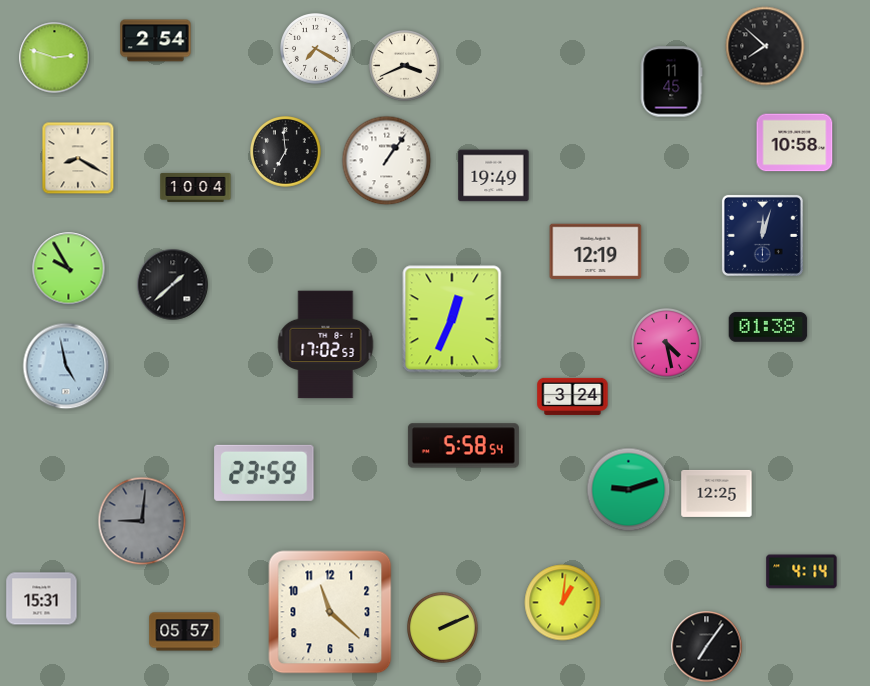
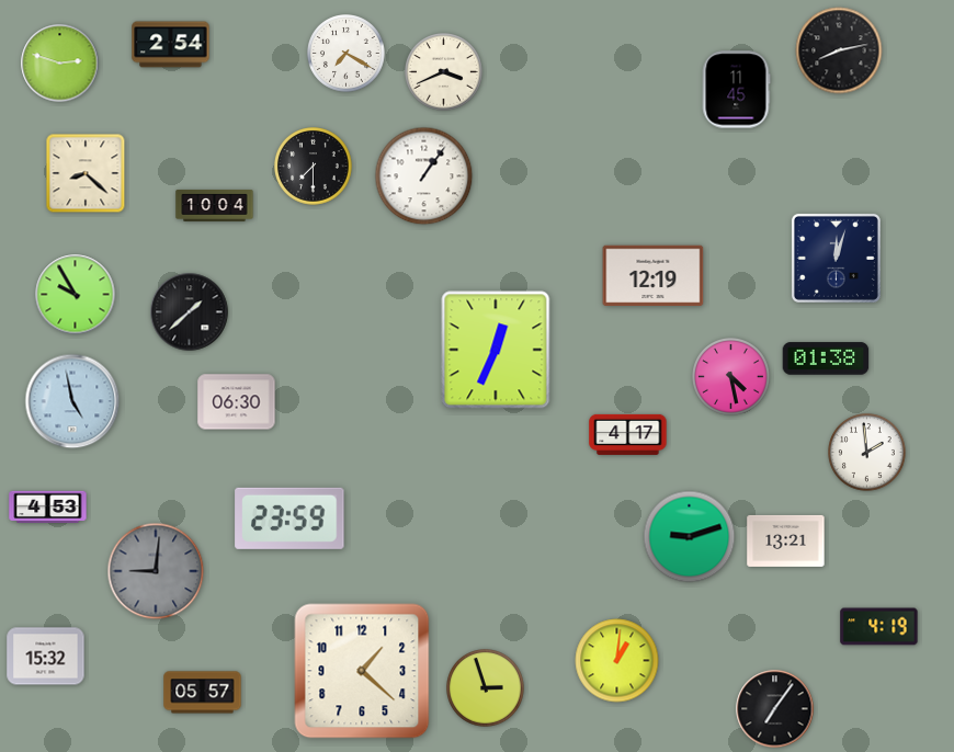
clock at (765, 46): 7:52 -> 8:13
clock at (795, 143): 10:58 -> none
clock at (286, 152): 6:59 -> 7:30
clock at (78, 158): 8:20 -> 8:22
clock at (494, 176): 19:49 -> none
clock at (768, 327) position: (768, 327) -> (826, 358)
clock at (326, 345): 17:02 -> none
clock at (237, 402): none -> 06:30
clock at (573, 396): 3:24 -> 4:17
clock at (867, 453): none -> 1:59
clock at (463, 446): 5:58 -> none
clock at (48, 508): none -> 4:53
clock at (717, 493): 12:25 -> 13:21
clock at (802, 572): 4:14 -> 4:19
clock at (42, 599): 15:31 -> 15:32
clock at (330, 612): 11:22 -> 1:22
clock at (443, 628): 2:11 -> 2:57
